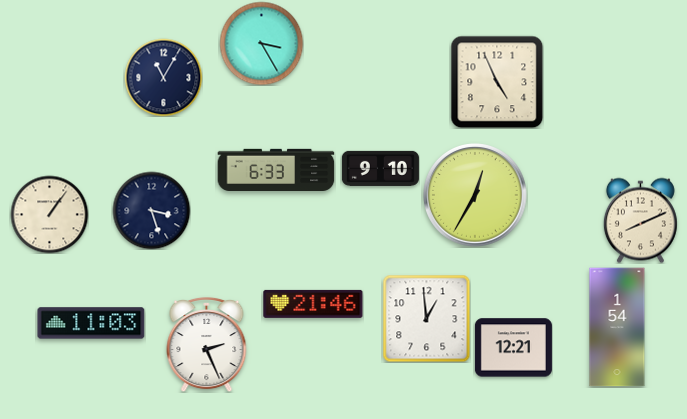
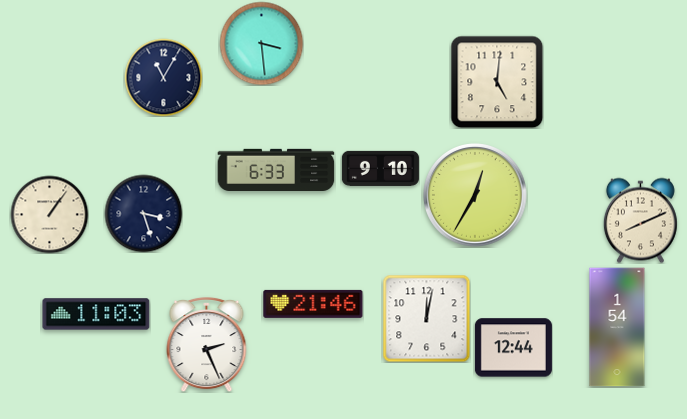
clock at (261, 43): 3:25 -> 3:29
clock at (497, 82): 4:56 -> 5:01
clock at (151, 210) position: (151, 210) -> (143, 213)
clock at (426, 318): 12:59 -> 12:02
clock at (91, 323) position: (91, 323) -> (96, 314)
clock at (513, 348): 12:21 -> 12:44
